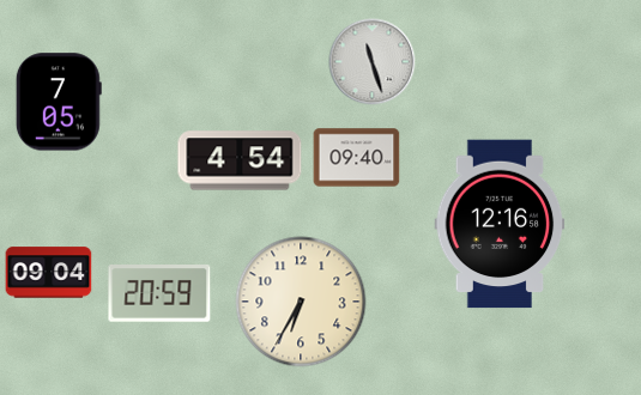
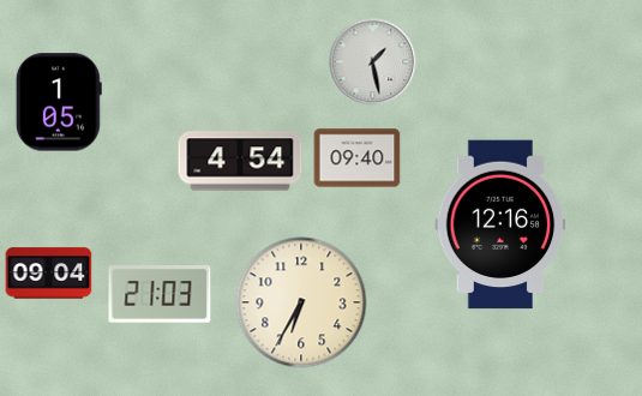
clock at (373, 62): 11:27 -> 1:28
clock at (59, 102): 7:05 -> 1:05
clock at (159, 294): 20:59 -> 21:03
